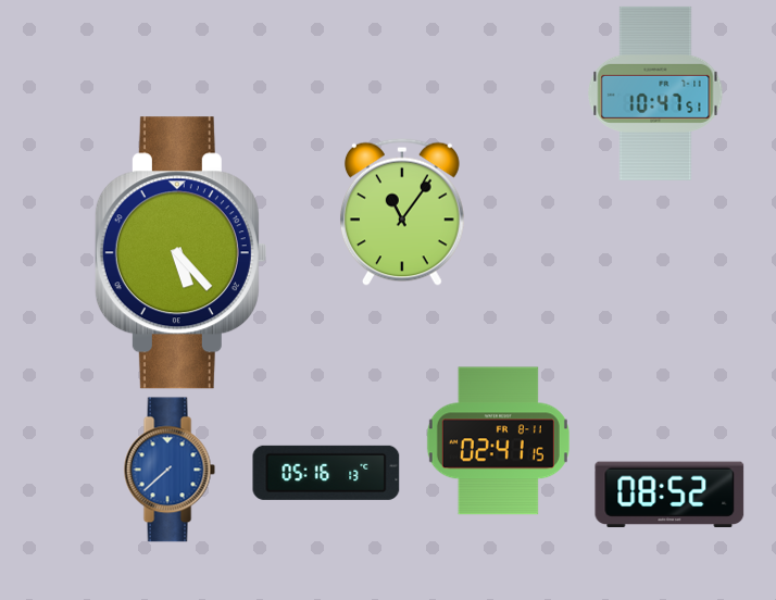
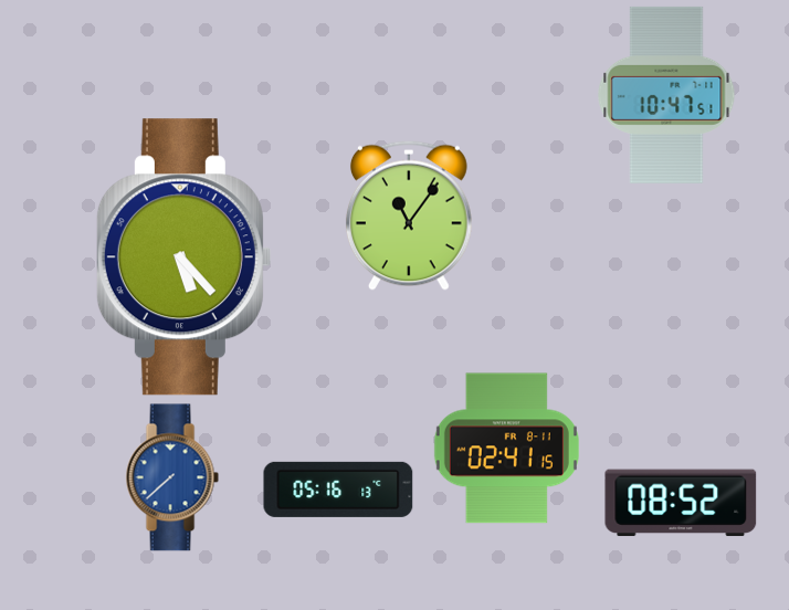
clock at (326, 473) position: (326, 473) -> (338, 490)
